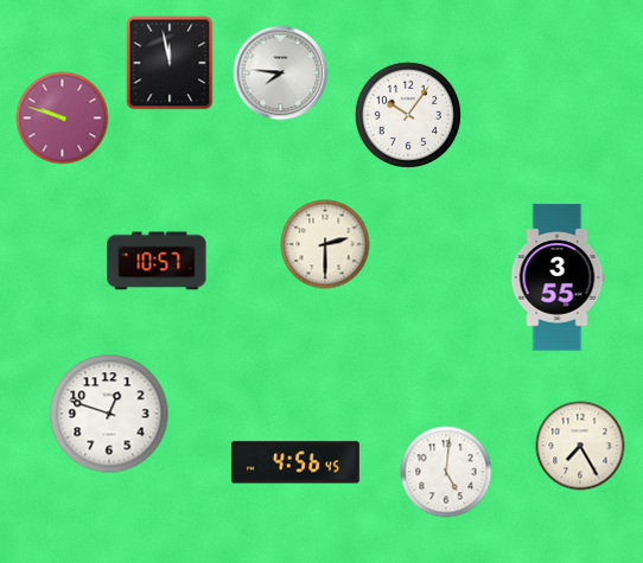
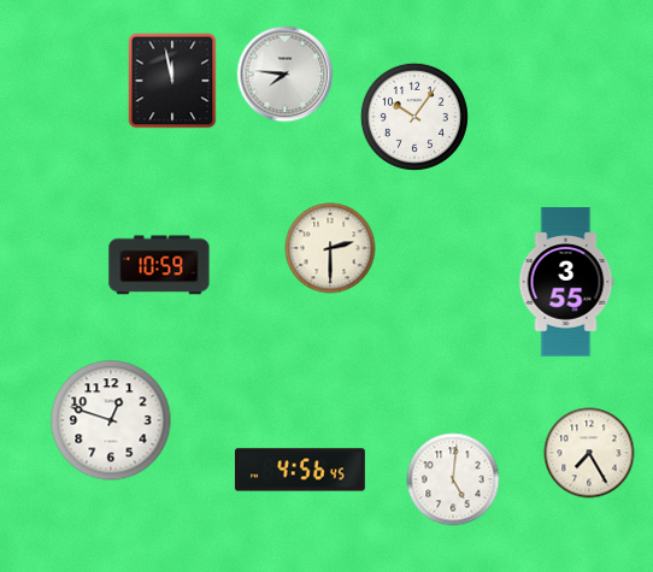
clock at (170, 63) position: (170, 63) -> (172, 81)
clock at (63, 119): 9:48 -> none
clock at (157, 261): 10:57 -> 10:59
